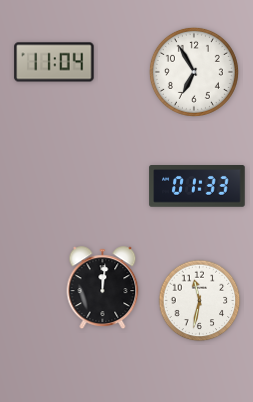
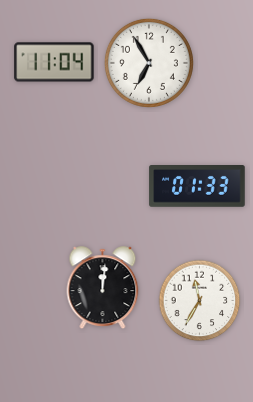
clock at (194, 72) position: (194, 72) -> (149, 63)
clock at (200, 301): 11:32 -> 11:35
